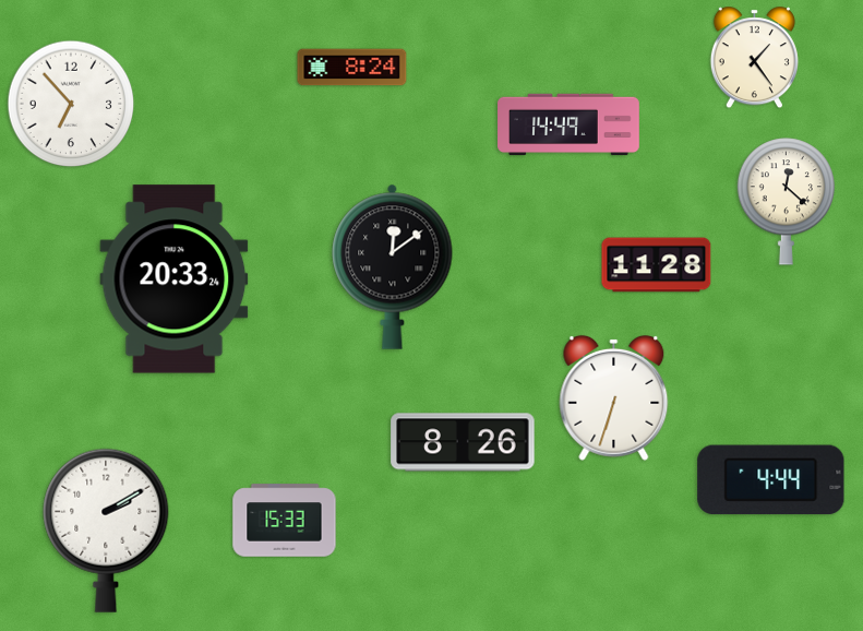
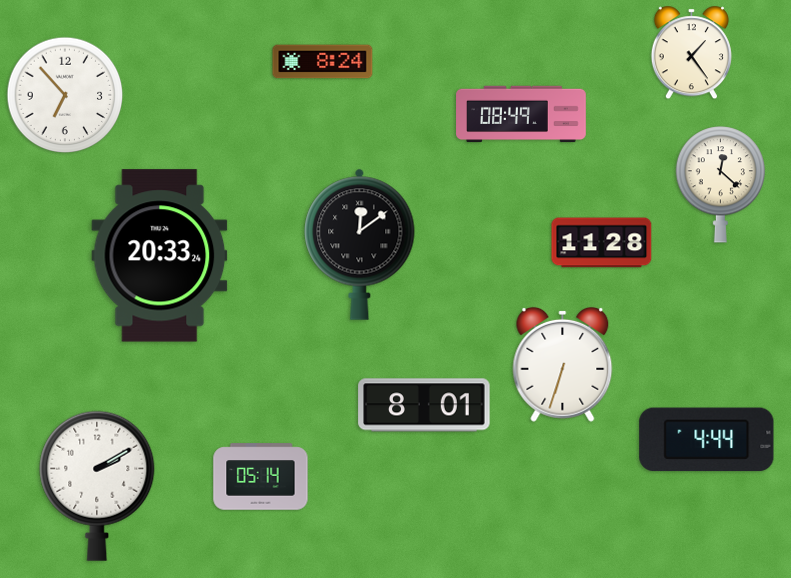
clock at (568, 124): 14:49 -> 08:49
clock at (463, 442): 8:26 -> 8:01
clock at (285, 521): 15:33 -> 05:14
